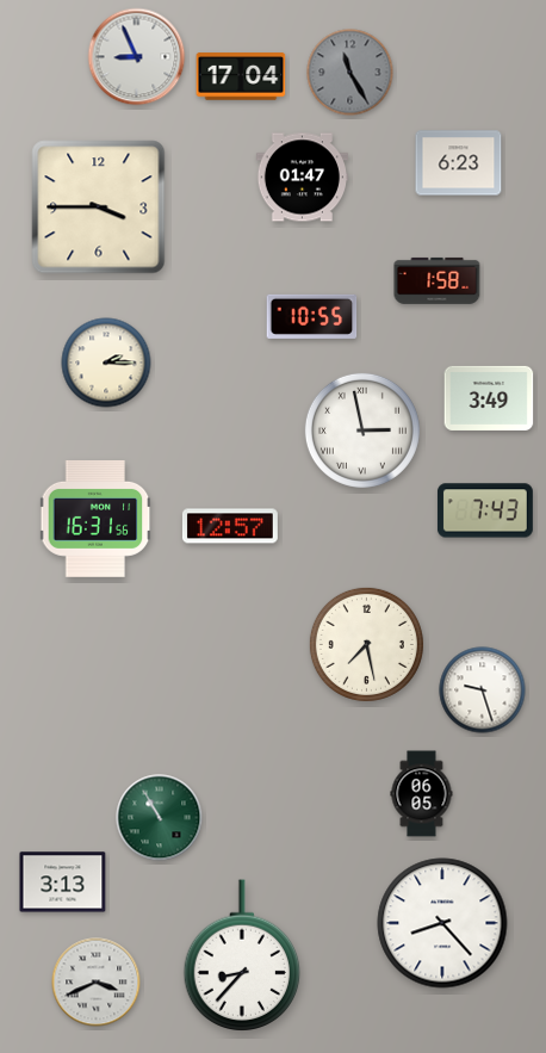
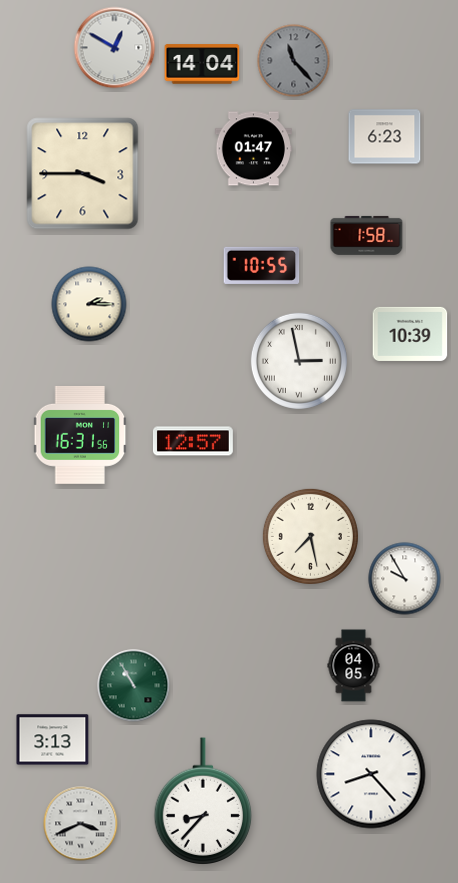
clock at (137, 57): 8:56 -> 12:50
clock at (350, 73): 11:25 -> 11:23
clock at (241, 76): 17:04 -> 14:04
clock at (489, 398): 3:49 -> 10:39
clock at (362, 431) position: (362, 431) -> (299, 361)
clock at (485, 510): 7:43 -> none
clock at (366, 644) position: (366, 644) -> (310, 536)
clock at (483, 690): 9:27 -> 9:55
clock at (422, 794): 06:05 -> 04:05
